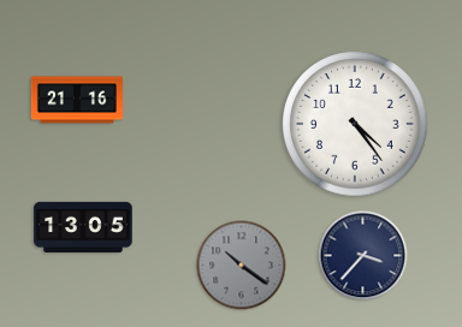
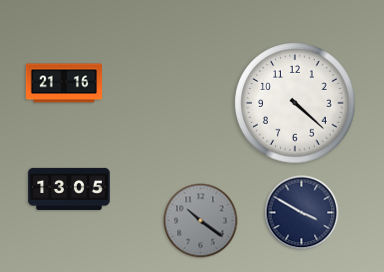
clock at (355, 124): 4:24 -> 4:22
clock at (363, 256): 3:37 -> 3:50
